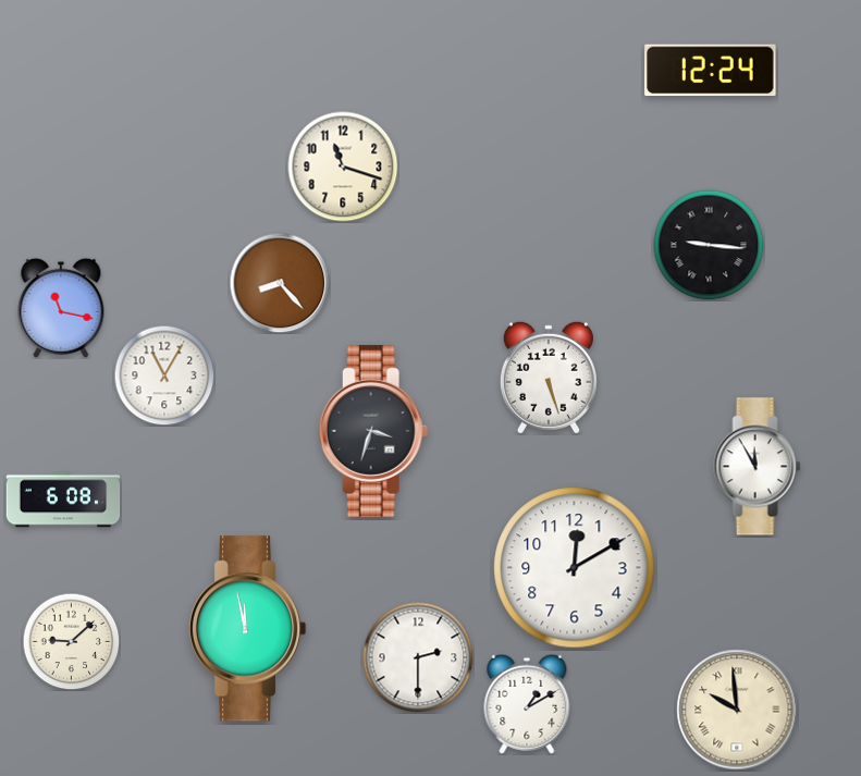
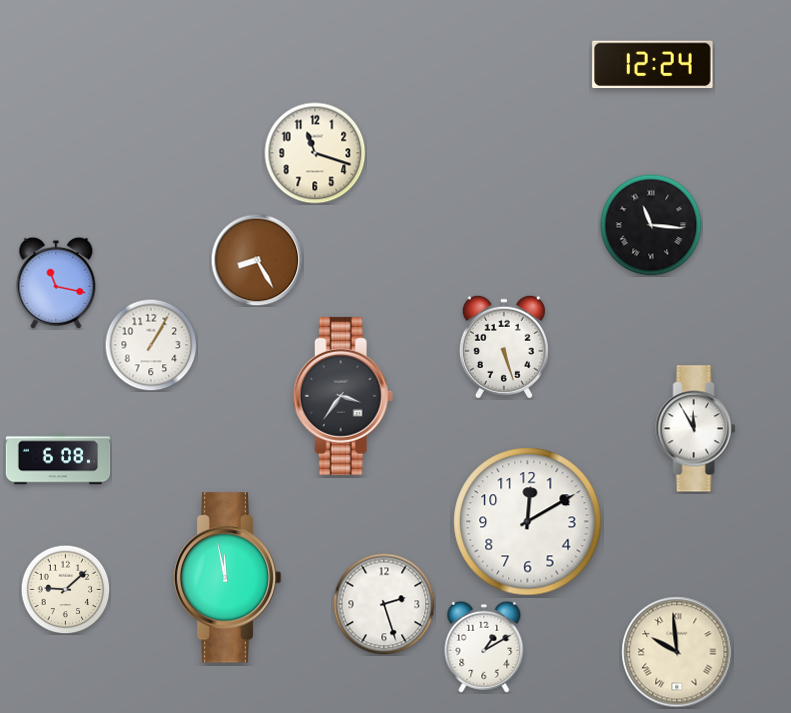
clock at (709, 245): 9:16 -> 11:16
clock at (280, 283): 8:23 -> 8:25
clock at (164, 375): 11:05 -> 1:05
clock at (373, 431): 3:33 -> 3:36
clock at (418, 657): 2:30 -> 2:27
